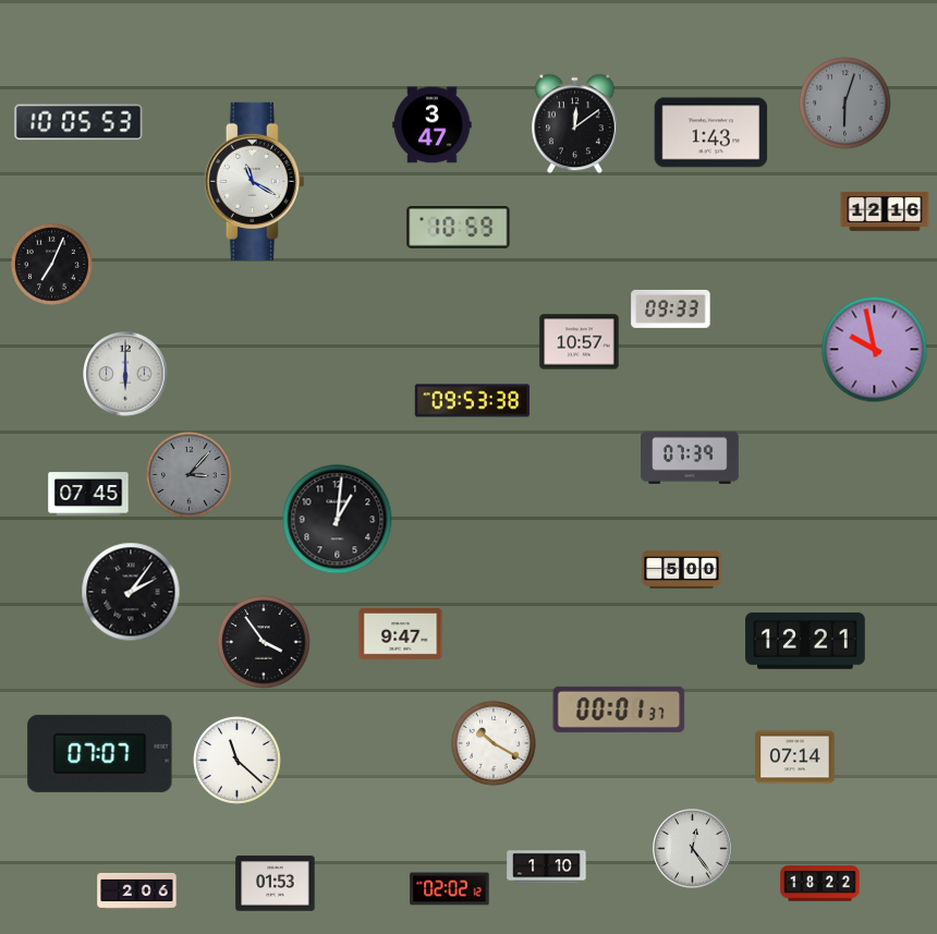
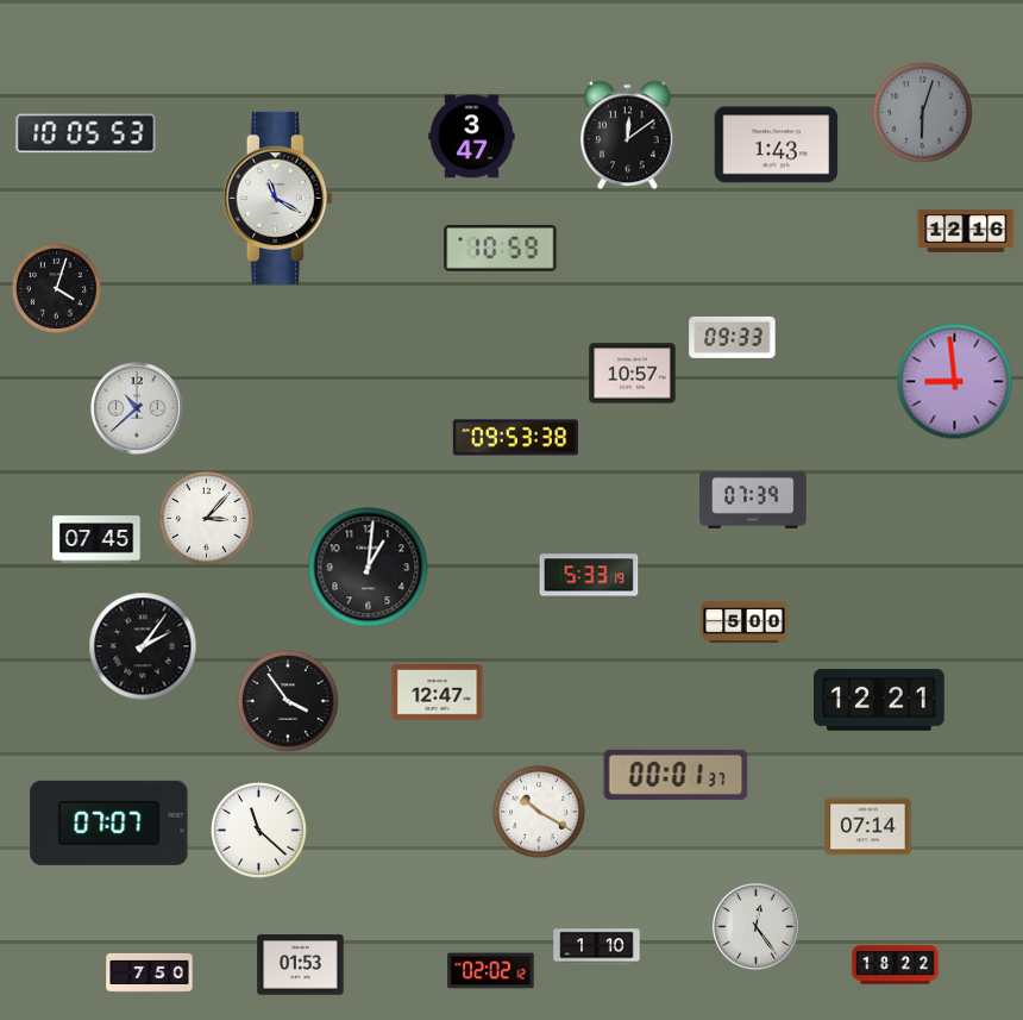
clock at (51, 264): 7:04 -> 4:03
clock at (875, 350): 9:58 -> 8:59
clock at (125, 374): 6:00 -> 10:38
clock at (190, 475) dial: grey -> white
clock at (589, 575): none -> 5:33
clock at (401, 634): 9:47 -> 12:47
clock at (137, 890): 2:06 -> 7:50
